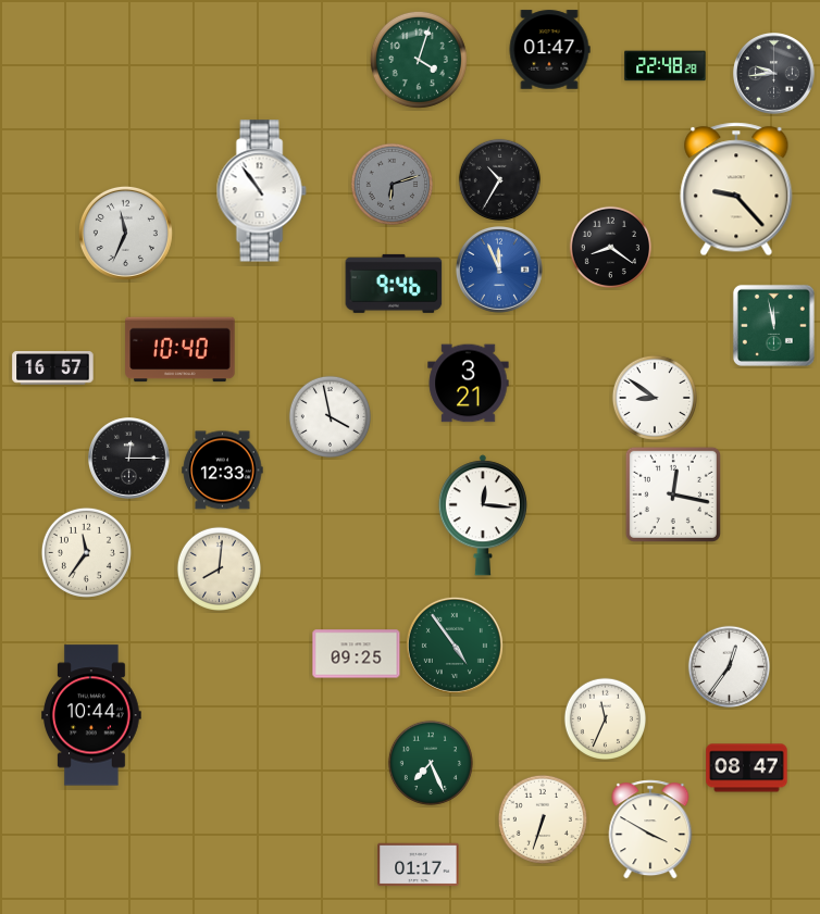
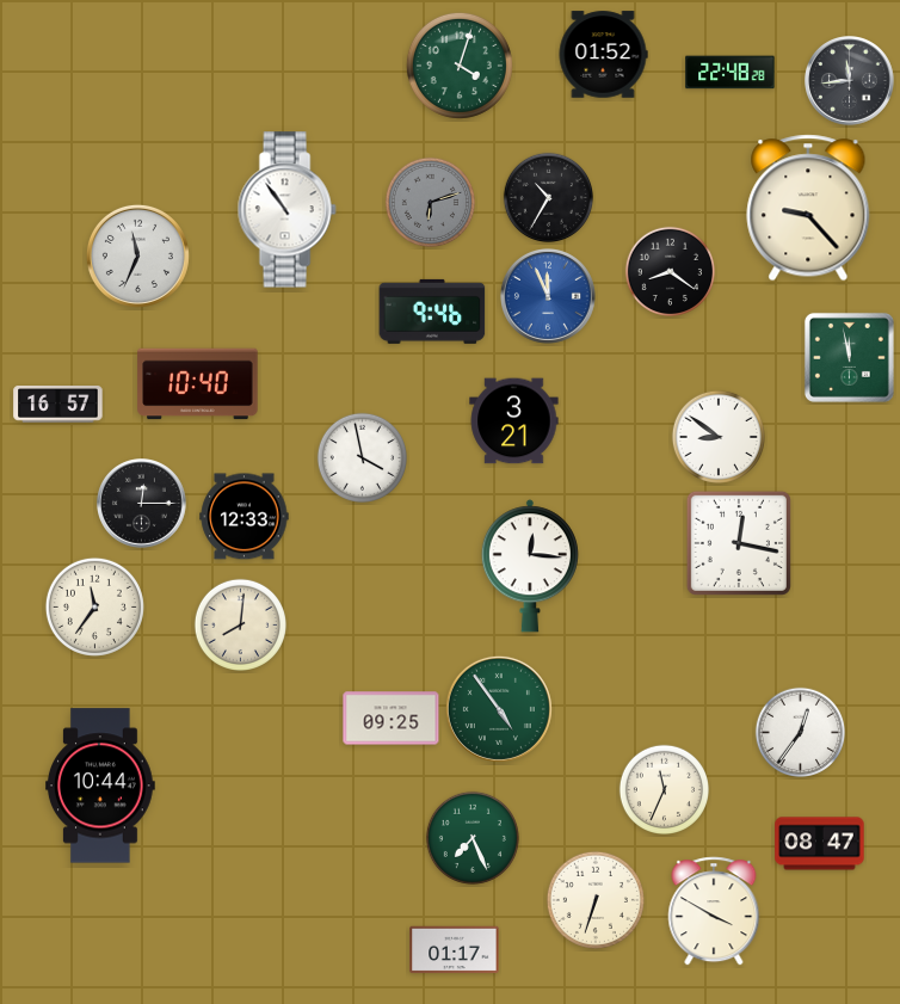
clock at (549, 50): 01:47 -> 01:52
clock at (774, 74): 9:44 -> 11:44
clock at (419, 865) position: (419, 865) -> (455, 950)
